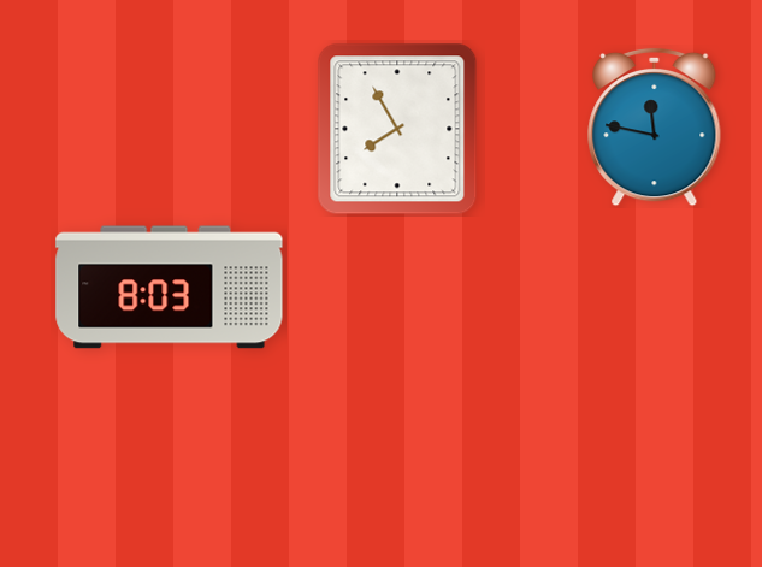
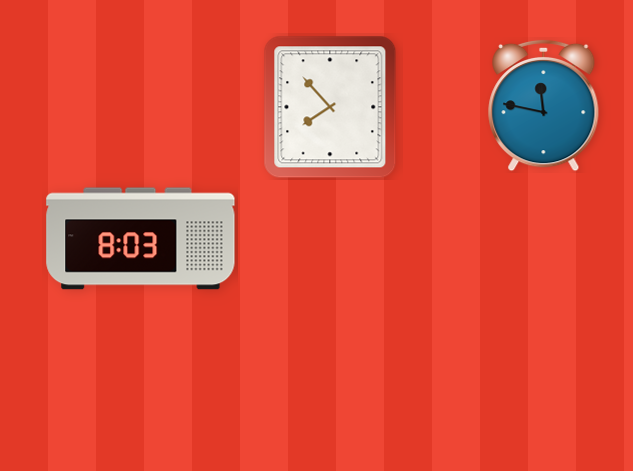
clock at (397, 129): 7:55 -> 7:53
